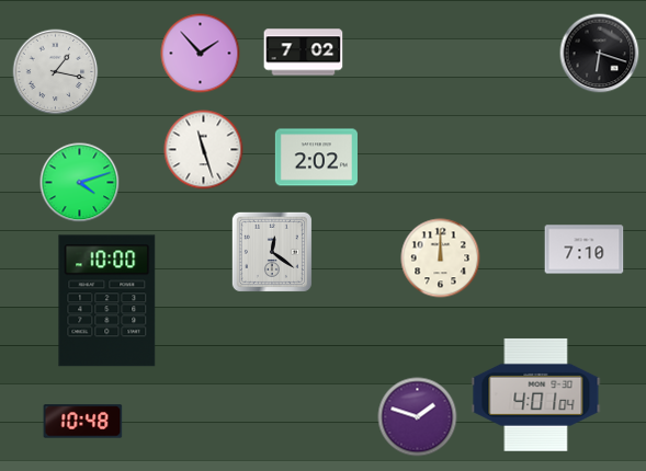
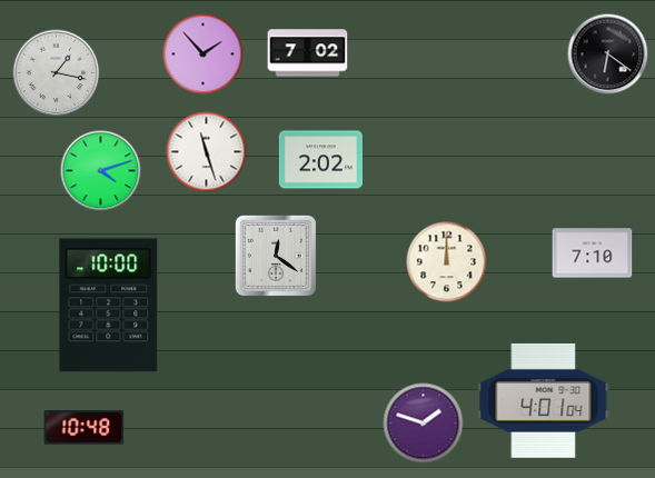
clock at (600, 54): 6:18 -> 6:21
clock at (80, 183) position: (80, 183) -> (101, 171)
